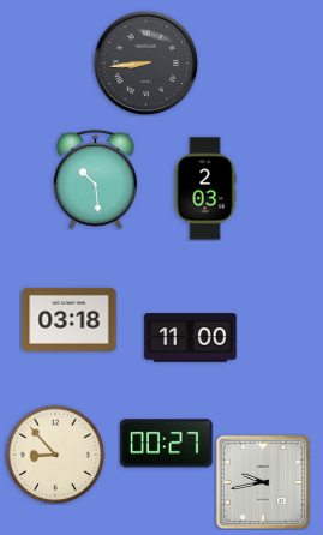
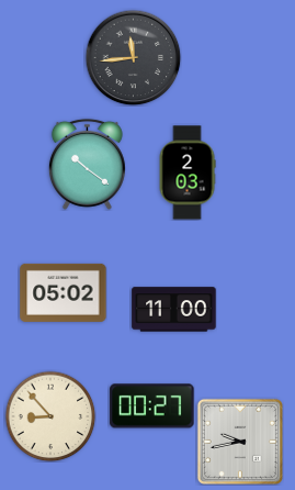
clock at (145, 62): 8:44 -> 11:44
clock at (95, 179): 10:29 -> 10:21
clock at (70, 319): 03:18 -> 05:02
